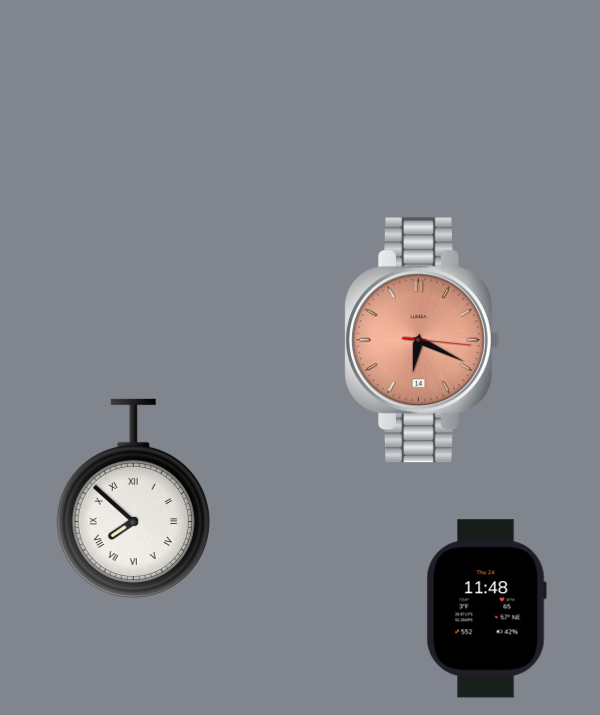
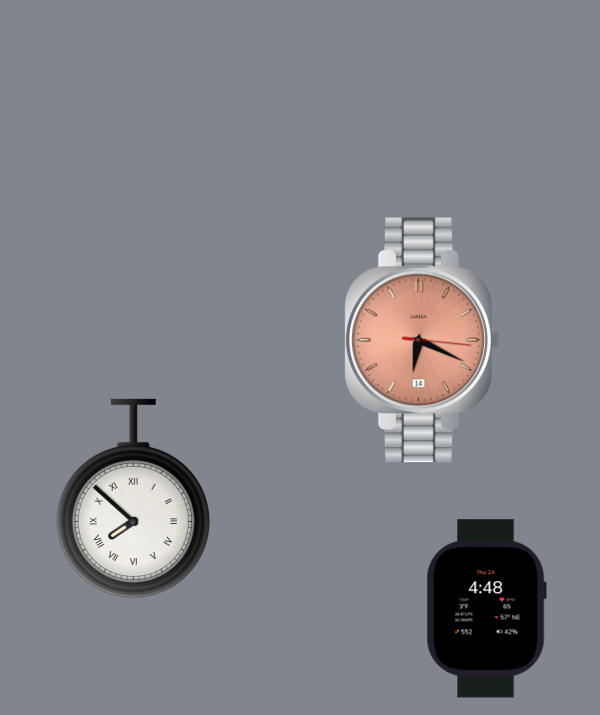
clock at (486, 609): 11:48 -> 4:48
